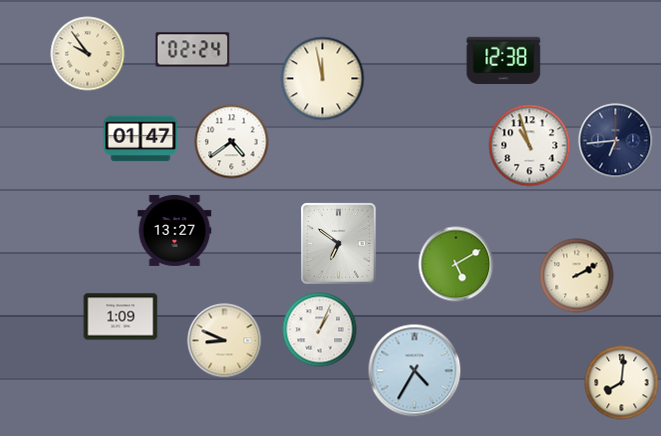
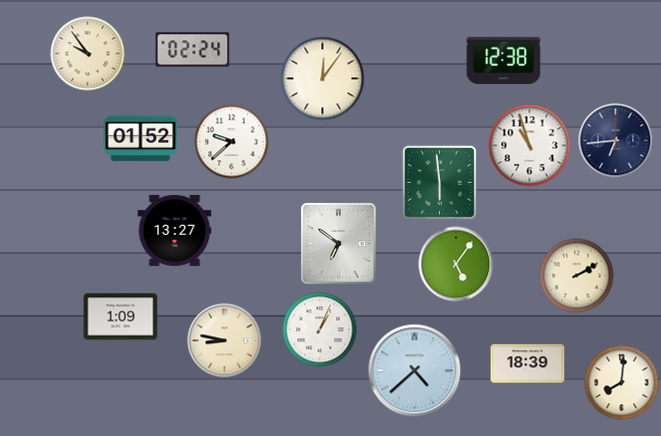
clock at (323, 79): 11:58 -> 12:06
clock at (141, 139): 01:47 -> 01:52
clock at (232, 142): 4:39 -> 9:38
clock at (439, 182): none -> 5:59
clock at (456, 264): 5:10 -> 5:06
clock at (225, 341): 8:49 -> 8:47
clock at (528, 364): none -> 18:39
clock at (415, 371): 4:35 -> 4:38
